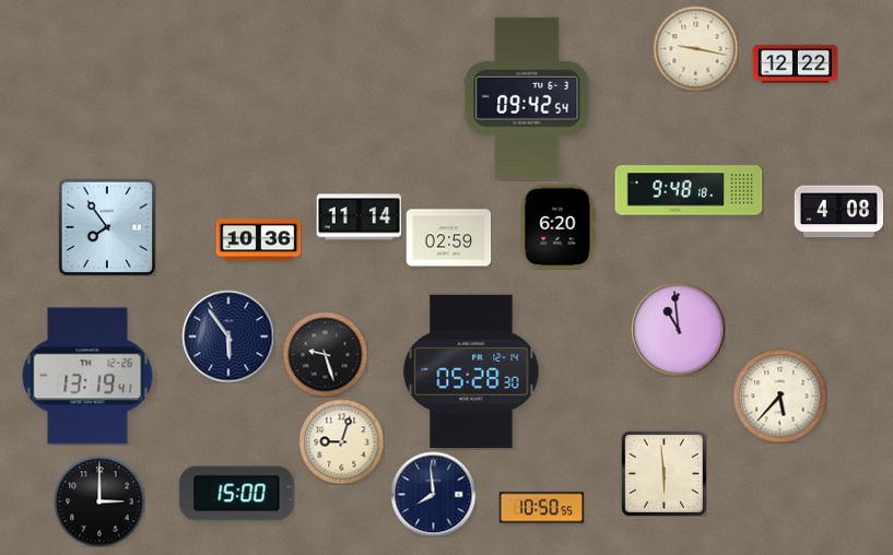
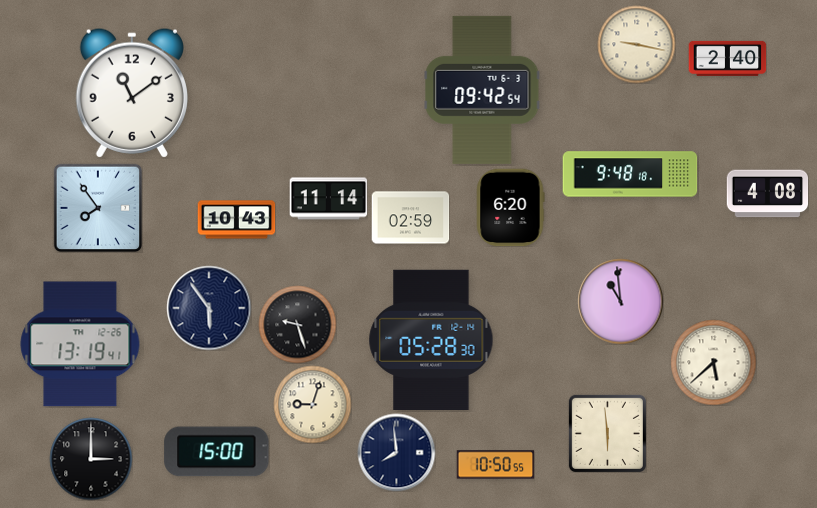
clock at (795, 63): 12:22 -> 2:40
clock at (132, 93): none -> 11:09
clock at (258, 240): 10:36 -> 10:43
clock at (779, 395): 5:37 -> 5:38
